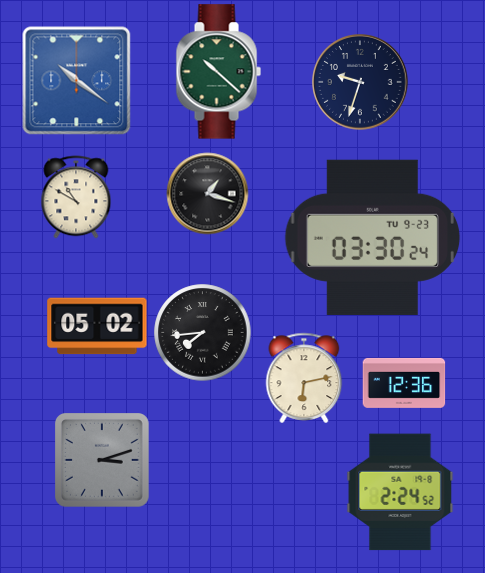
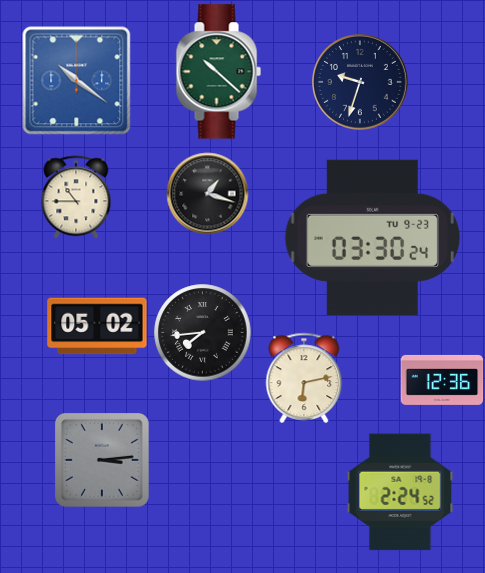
clock at (76, 197): 10:50 -> 10:45
clock at (404, 383) position: (404, 383) -> (442, 380)
clock at (103, 461): 3:12 -> 3:14
